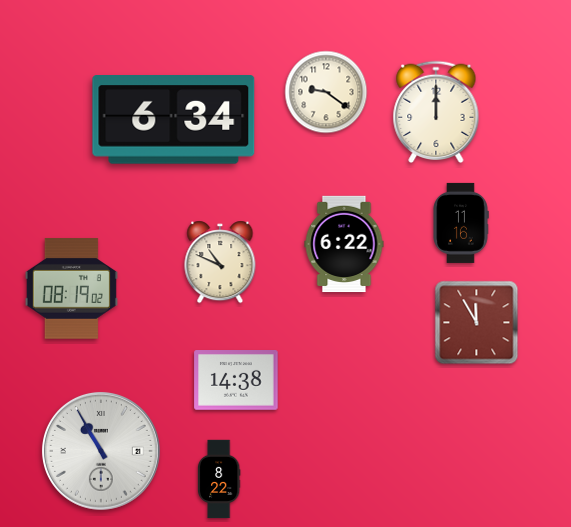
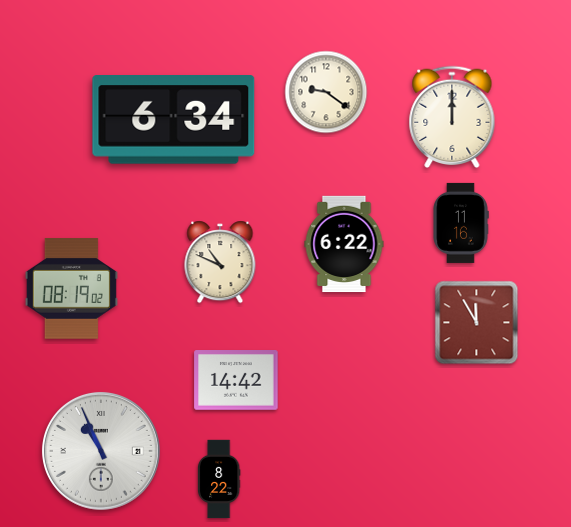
clock at (436, 112) position: (436, 112) -> (452, 117)
clock at (236, 381): 14:38 -> 14:42
clock at (101, 451): 10:55 -> 10:56
